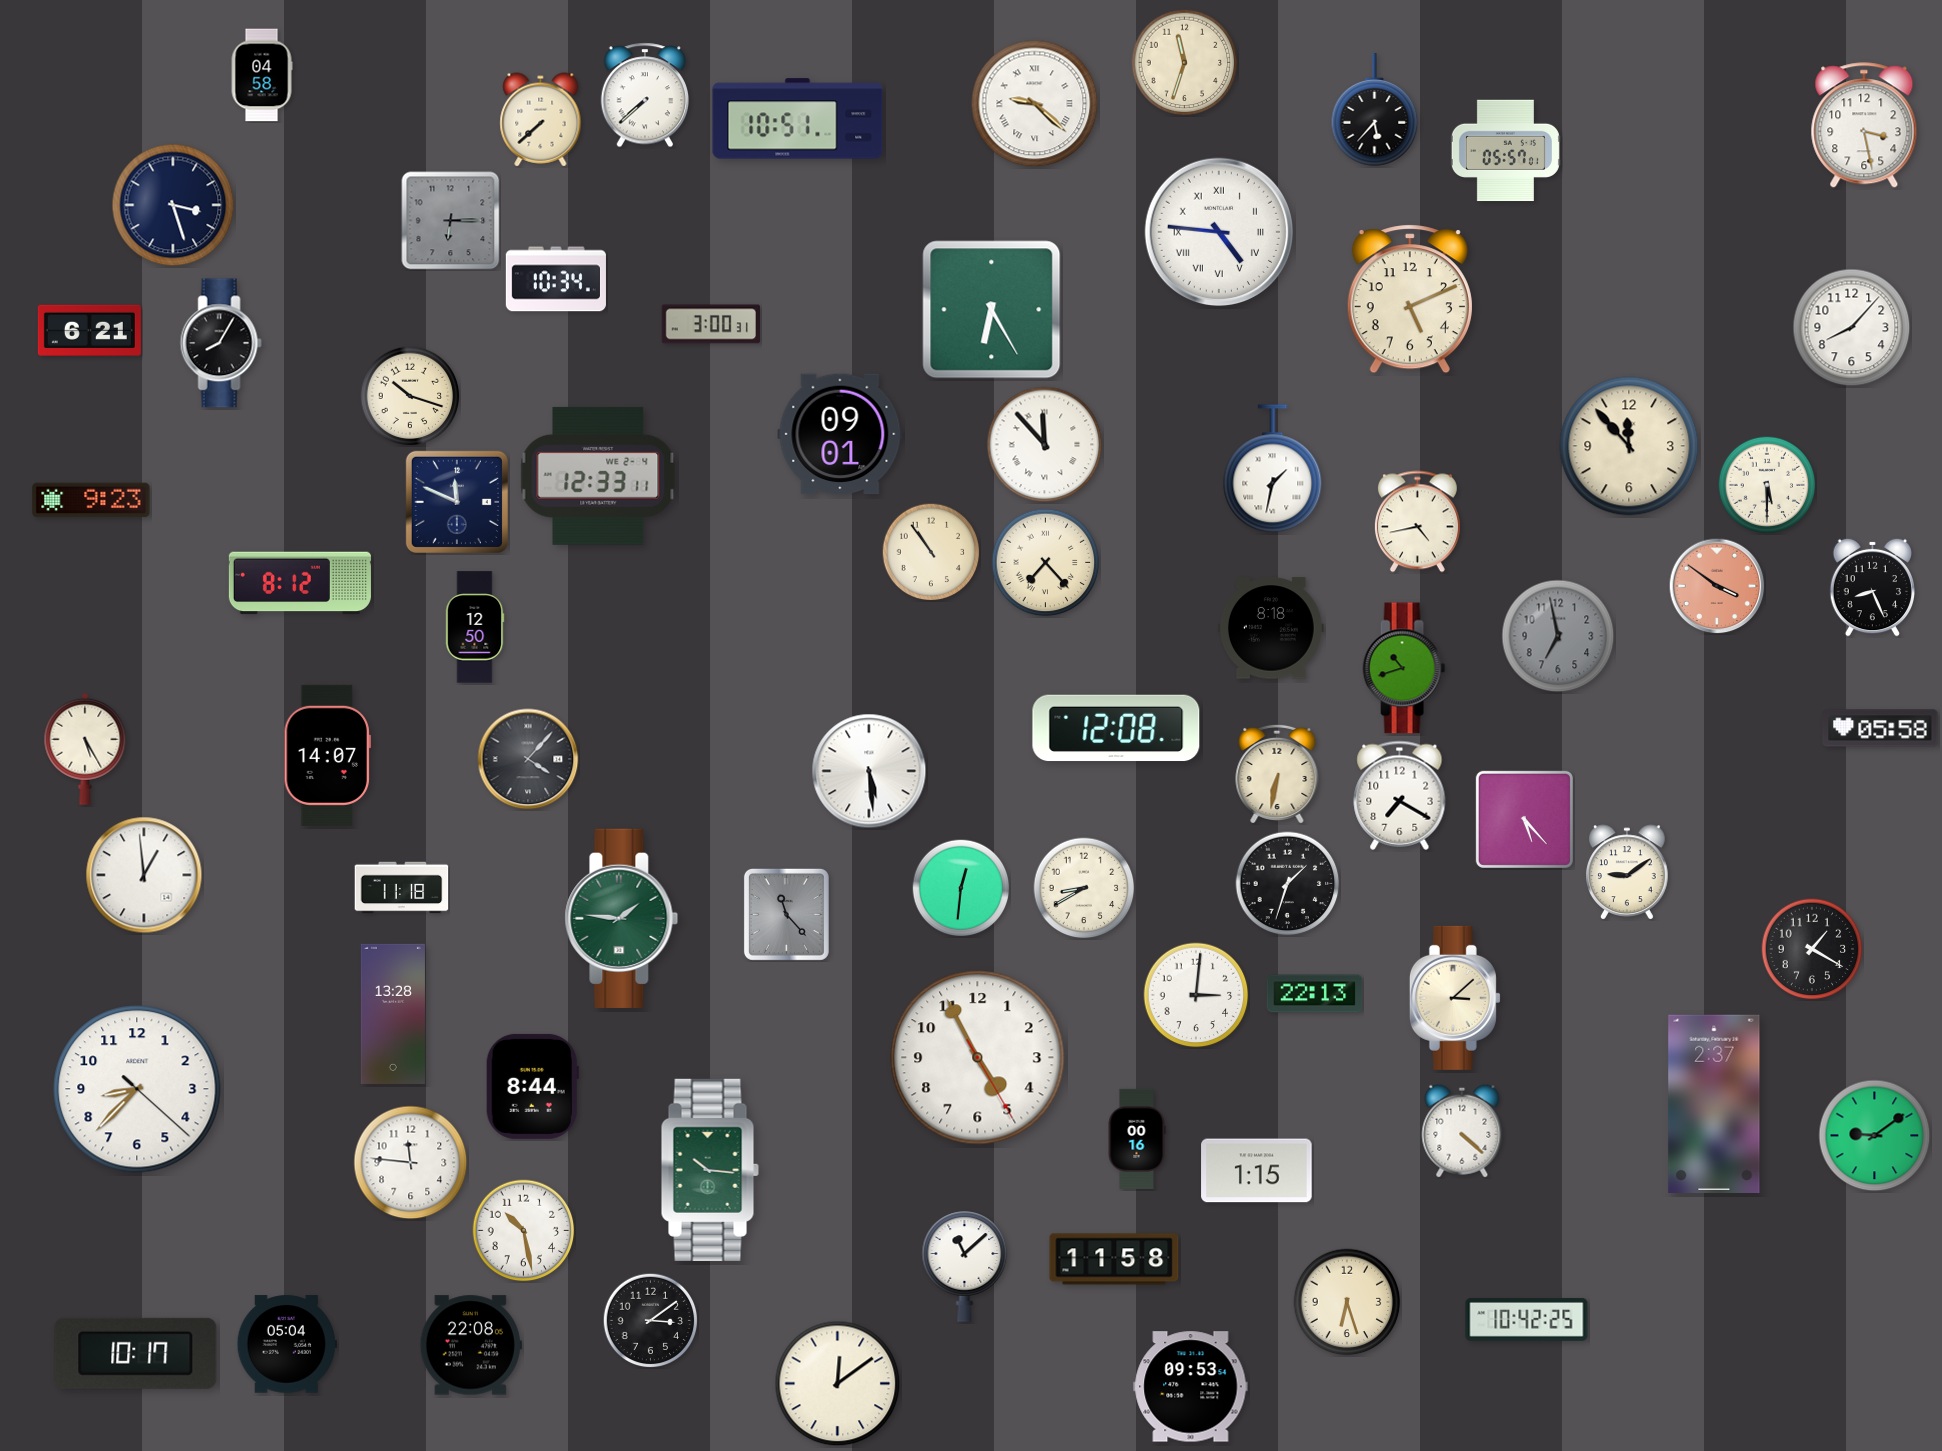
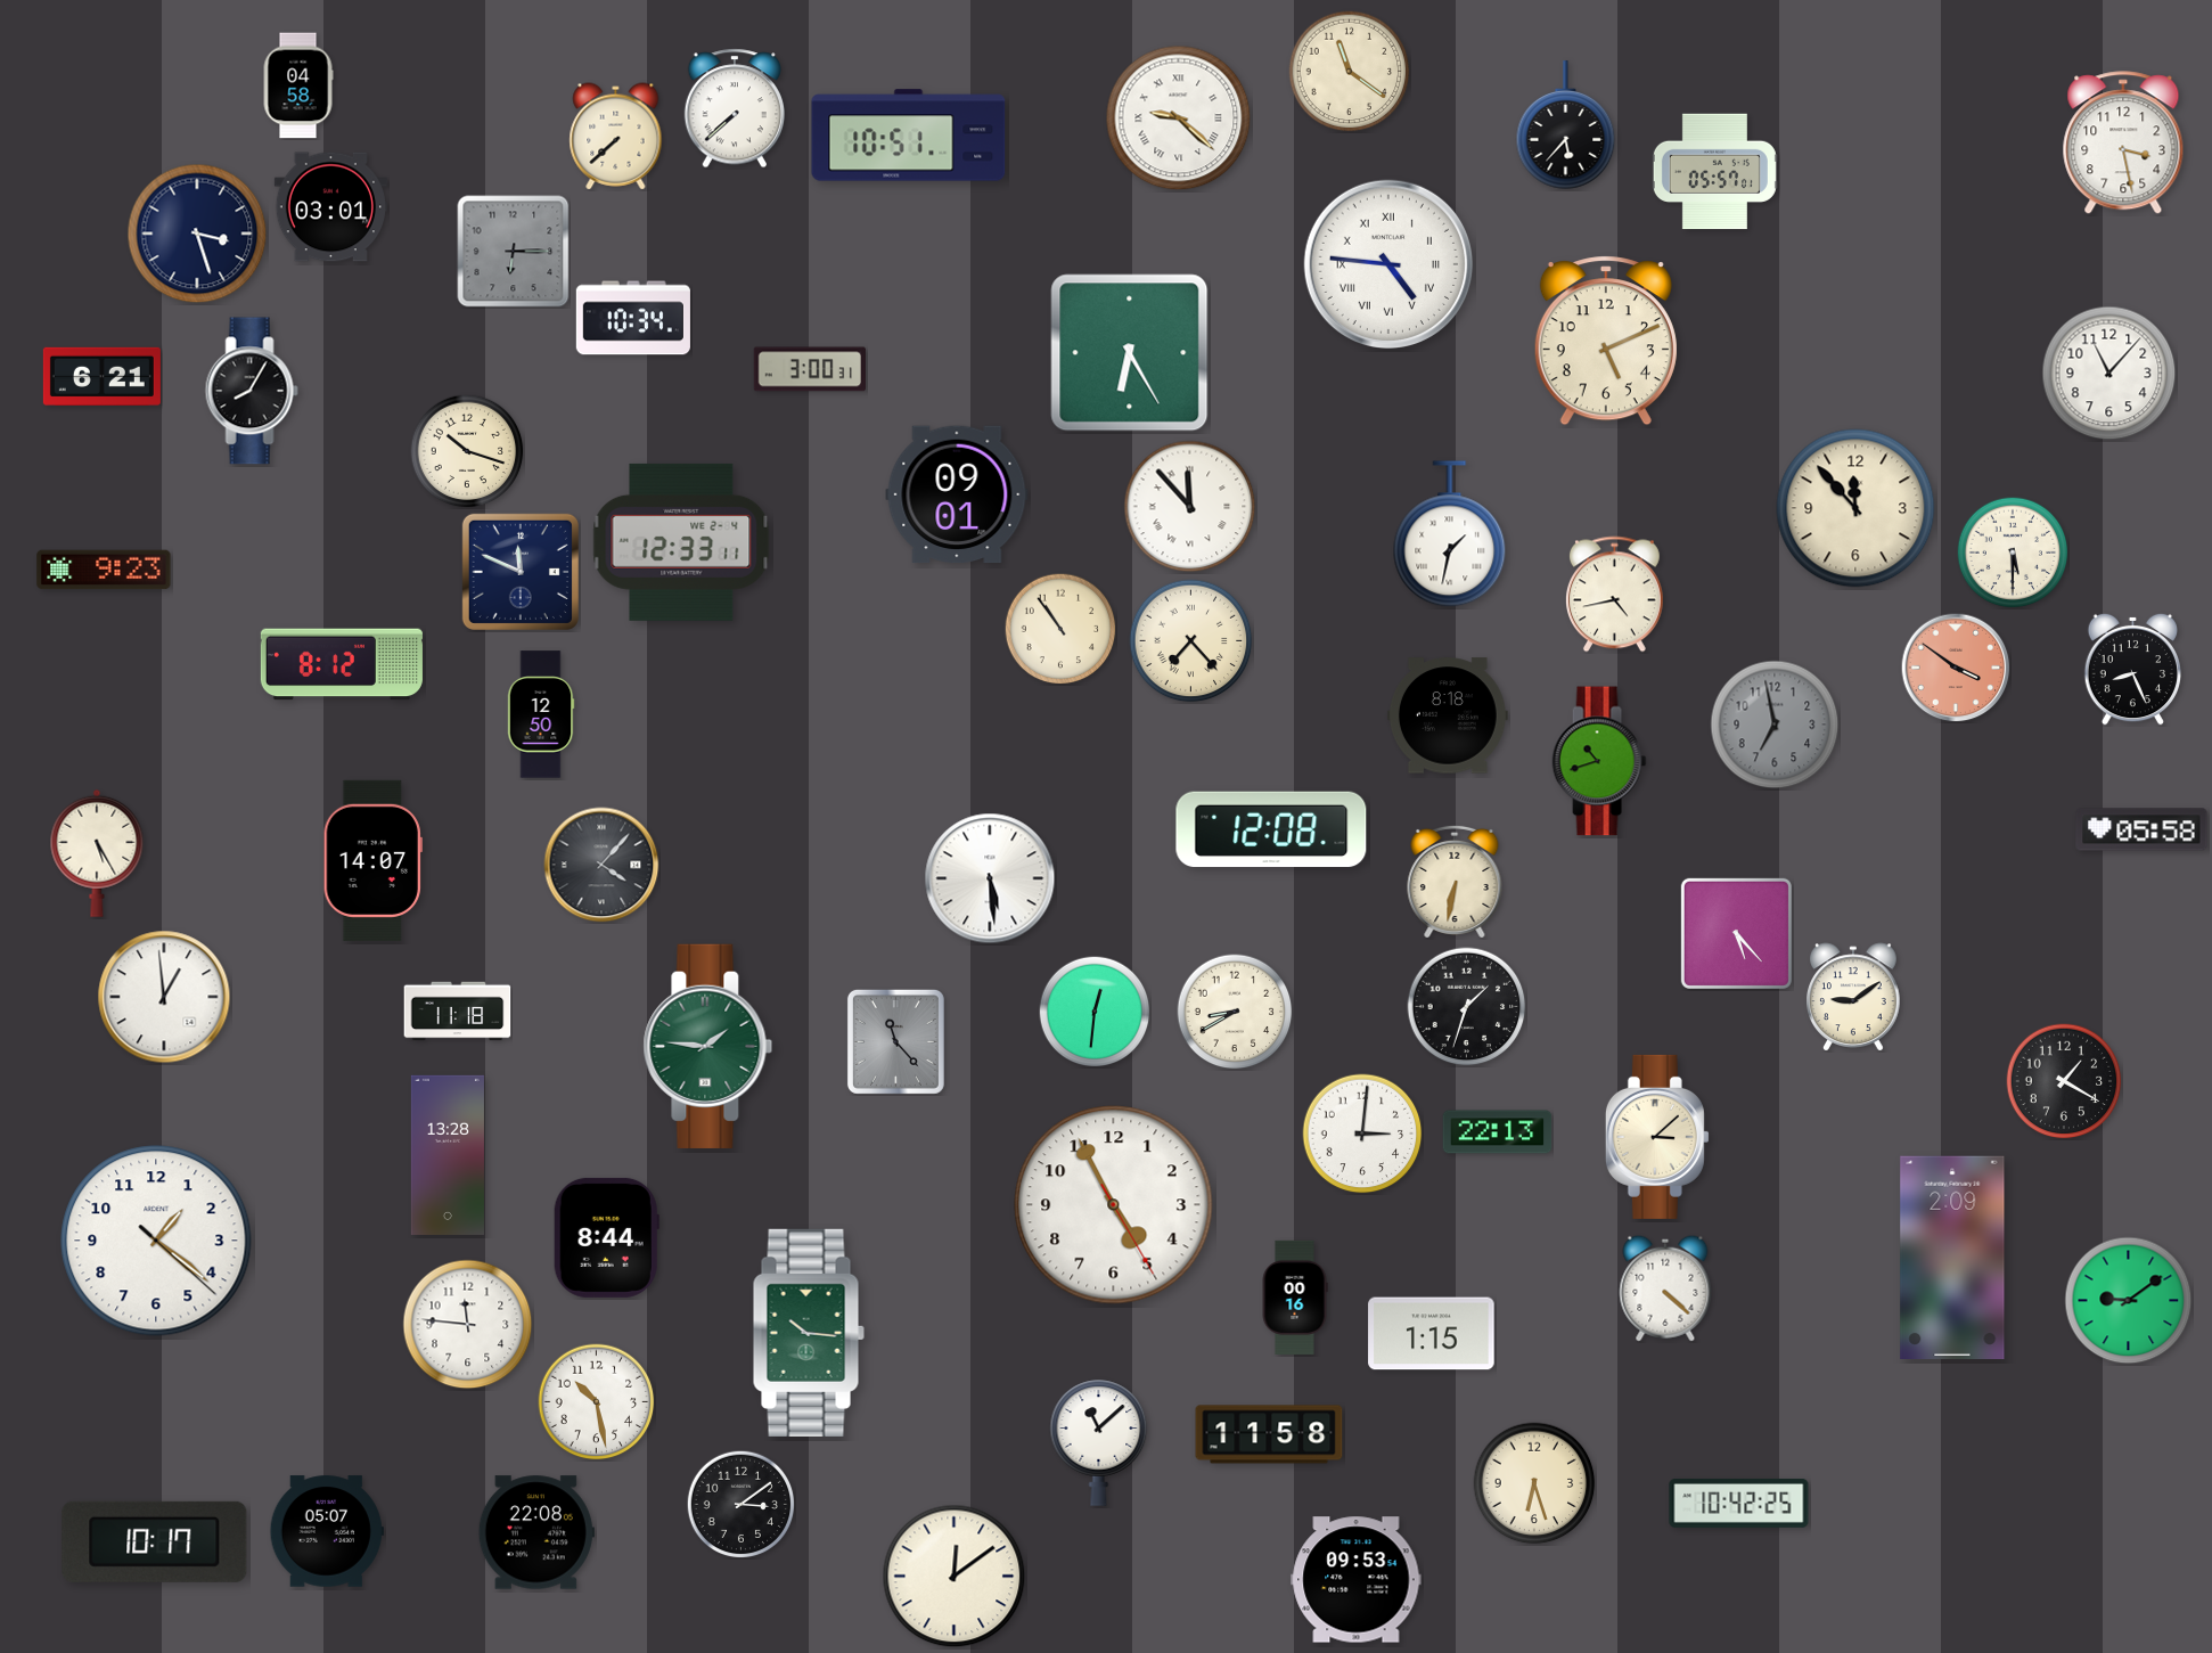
clock at (1185, 63): 11:33 -> 11:21
clock at (330, 207): none -> 03:01
clock at (1852, 328): 8:07 -> 11:07
clock at (1400, 795): 7:20 -> none
clock at (1628, 872) position: (1628, 872) -> (1854, 997)
clock at (137, 1089): 8:37 -> 1:21
clock at (1714, 1103): 2:37 -> 2:09
clock at (1875, 1136) position: (1875, 1136) -> (2129, 1301)
clock at (287, 1344): 05:04 -> 05:07
